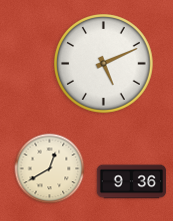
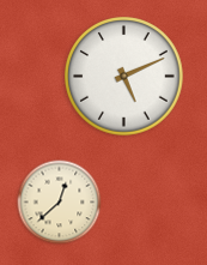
clock at (50, 169): 12:40 -> 12:38
clock at (132, 182): 9:36 -> none
